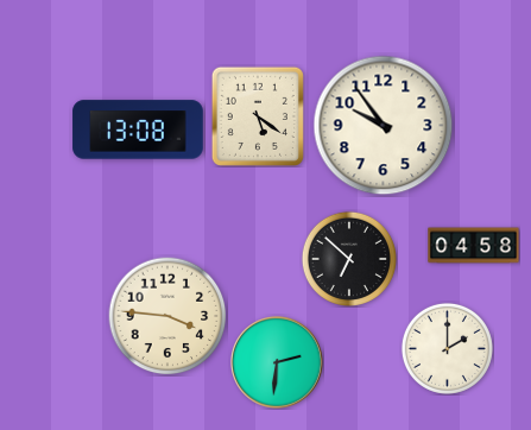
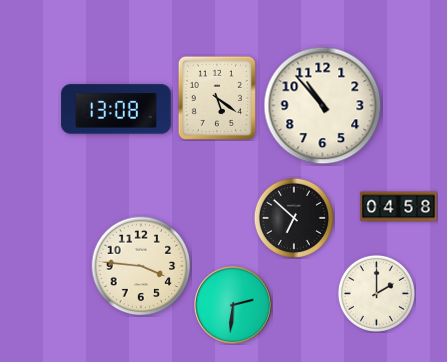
clock at (384, 126): 9:54 -> 10:53
